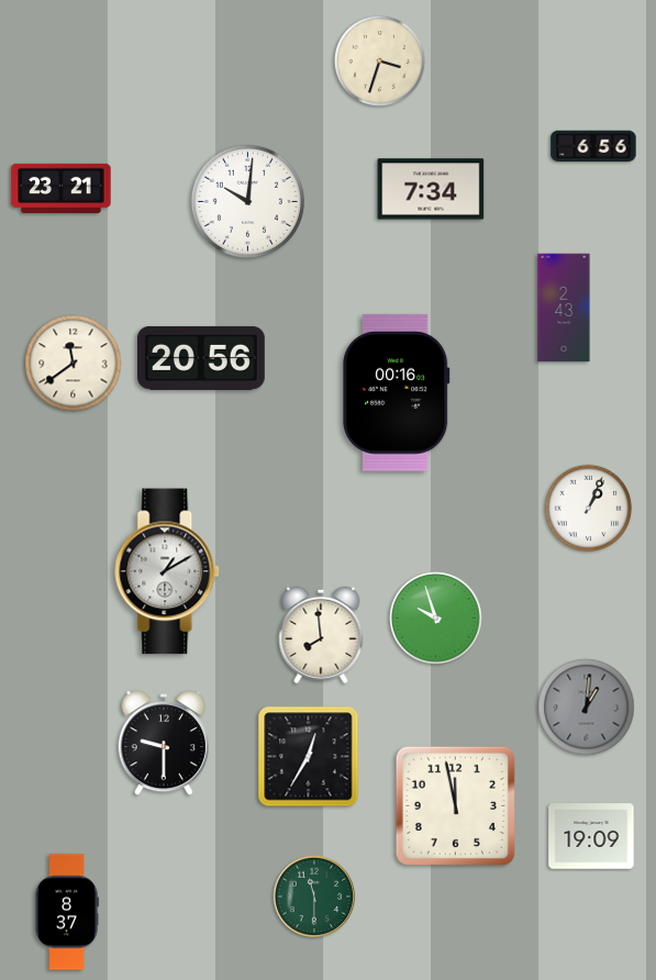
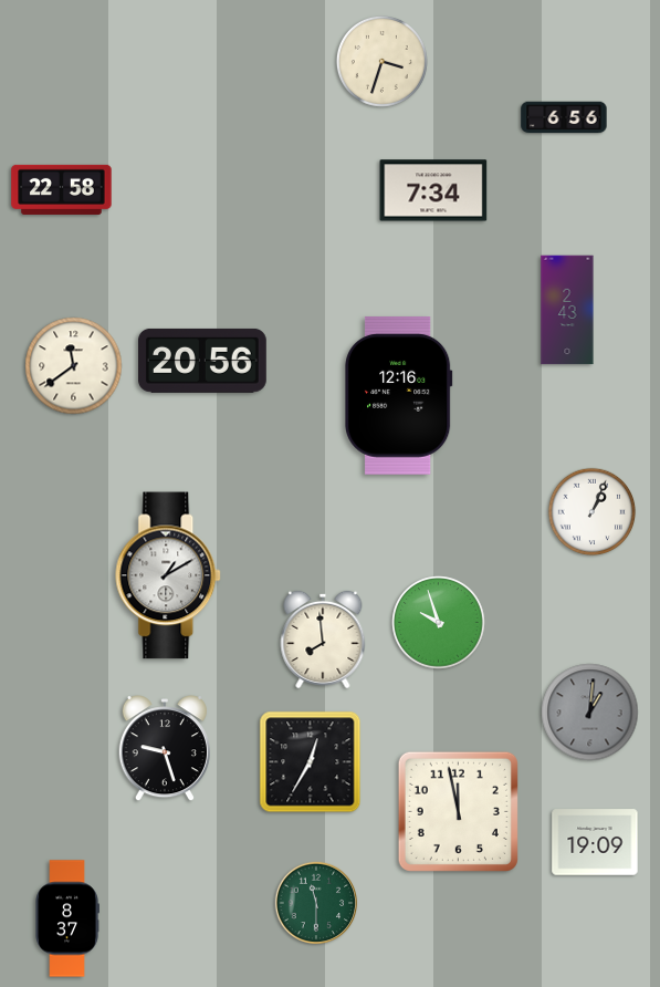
clock at (593, 146) position: (593, 146) -> (564, 117)
clock at (62, 188): 23:21 -> 22:58
clock at (247, 201): 10:01 -> none
clock at (397, 392): 00:16 -> 12:16
clock at (164, 744): 9:30 -> 9:27
